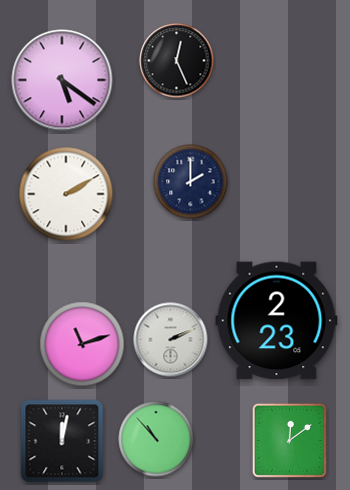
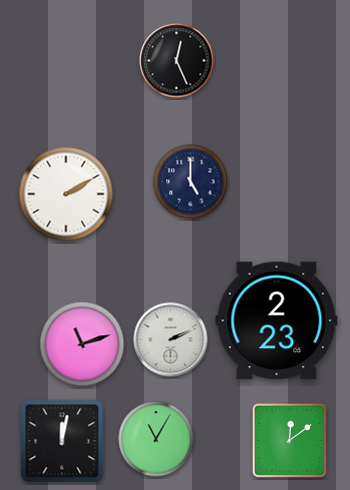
clock at (62, 80): 5:21 -> none
clock at (191, 182): 2:00 -> 5:00
clock at (156, 439): 10:53 -> 11:05
